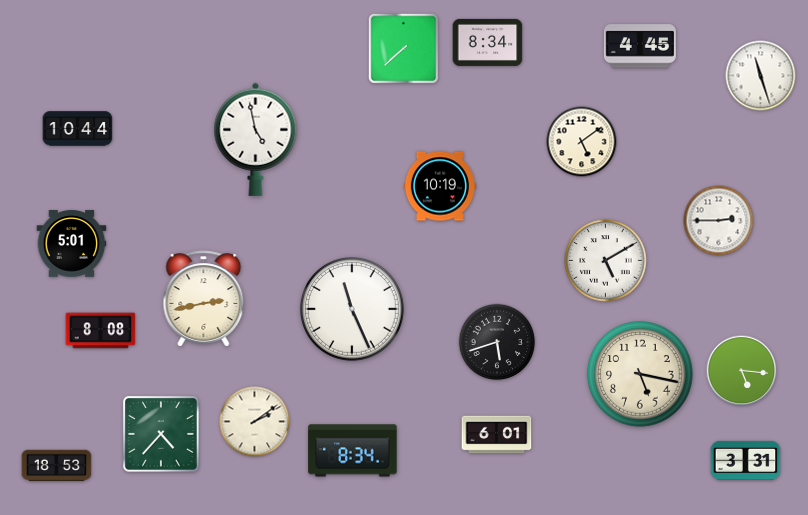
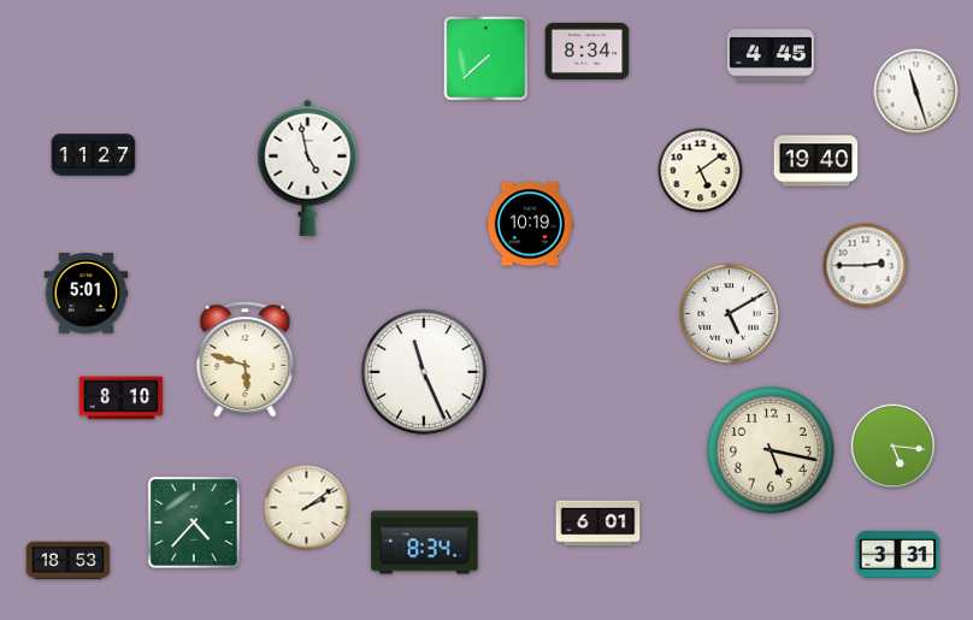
clock at (78, 129): 10:44 -> 11:27
clock at (816, 161): none -> 19:40
clock at (204, 299): 2:43 -> 5:48
clock at (101, 331): 8:08 -> 8:10
clock at (497, 342): 5:42 -> none
